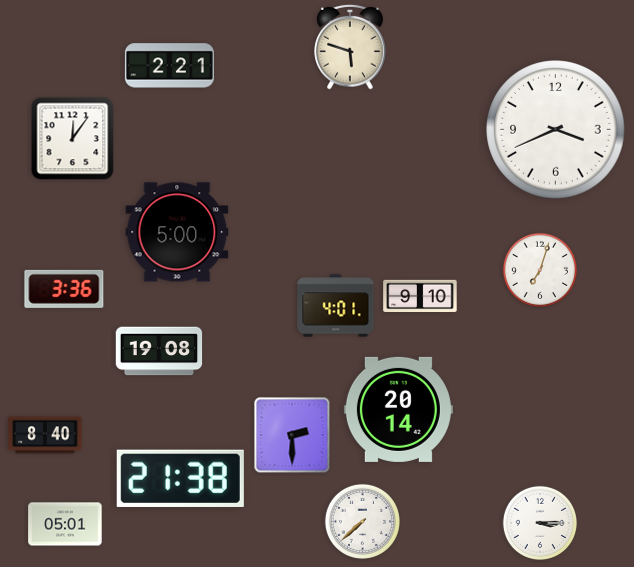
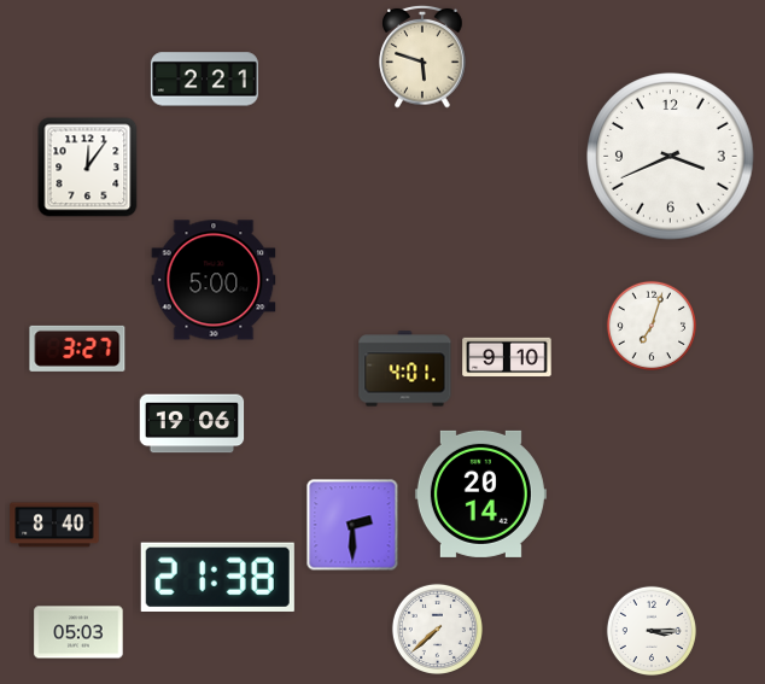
clock at (64, 289): 3:36 -> 3:27
clock at (159, 351): 19:08 -> 19:06
clock at (65, 524): 05:01 -> 05:03
